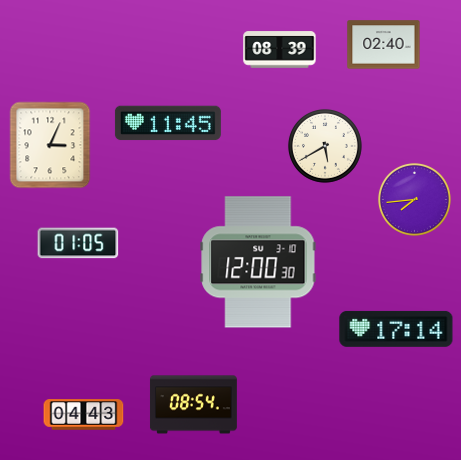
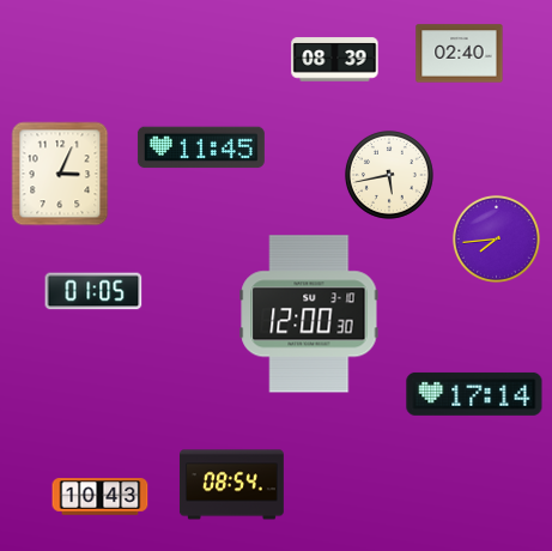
clock at (325, 146): 5:40 -> 5:43
clock at (84, 415): 04:43 -> 10:43
